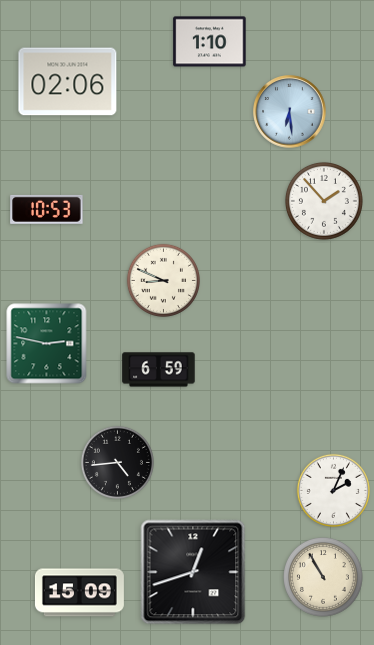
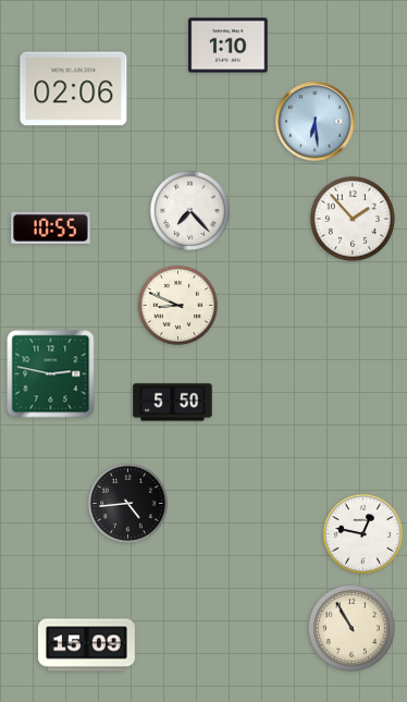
clock at (189, 210): none -> 7:23
clock at (47, 209): 10:53 -> 10:55
clock at (159, 370): 6:59 -> 5:50
clock at (333, 490): 2:04 -> 12:47
clock at (193, 572): 12:42 -> none
